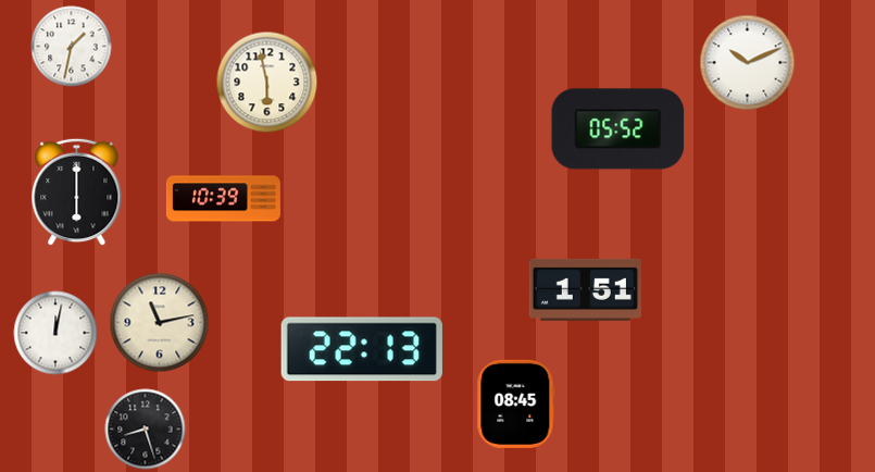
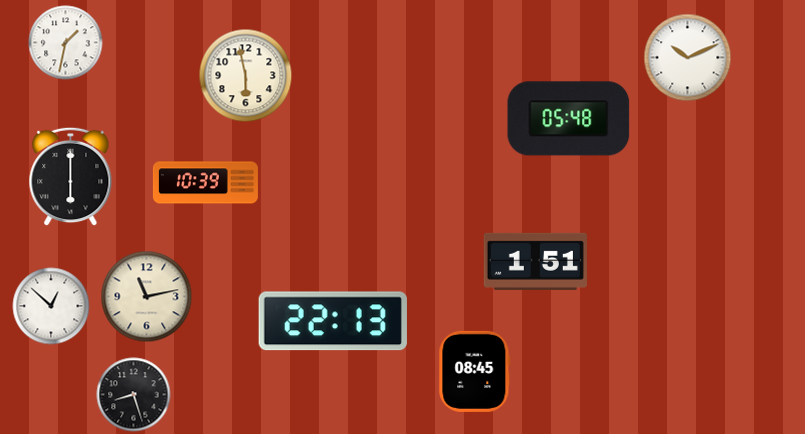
clock at (618, 129): 05:52 -> 05:48
clock at (585, 289) position: (585, 289) -> (535, 261)
clock at (55, 333): 12:02 -> 12:52
